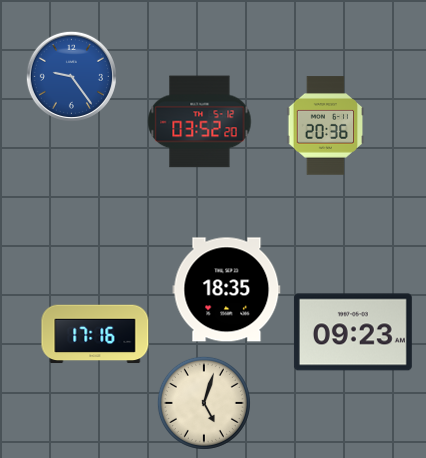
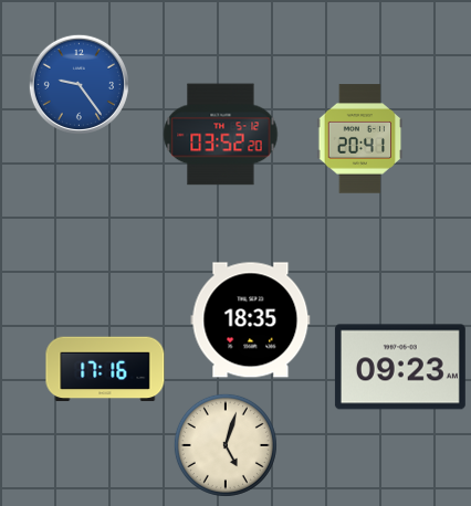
clock at (326, 126): 20:36 -> 20:41
clock at (353, 332) position: (353, 332) -> (400, 367)
